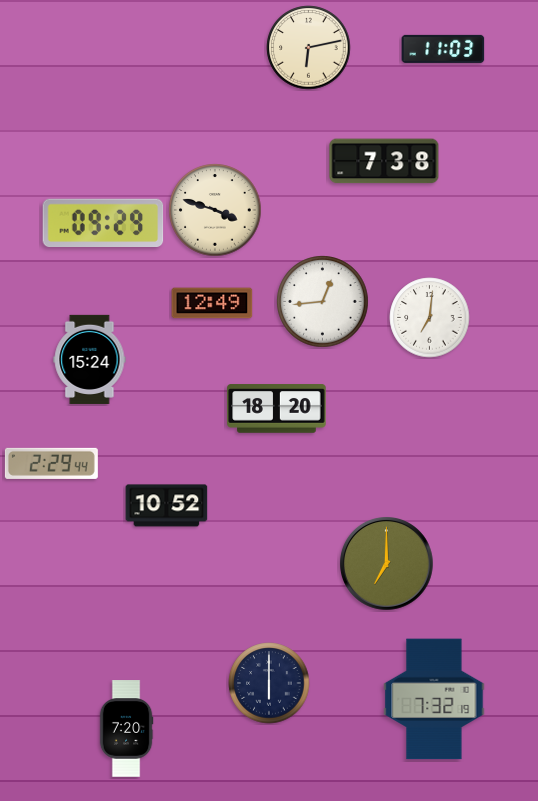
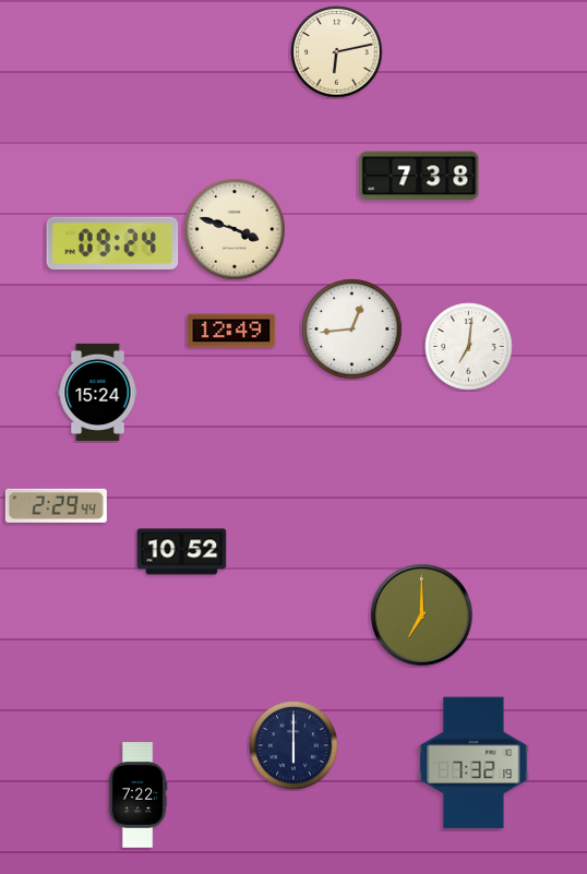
clock at (443, 49): 11:03 -> none
clock at (103, 223): 09:29 -> 09:24
clock at (277, 409): 18:20 -> none
clock at (126, 729): 7:20 -> 7:22
